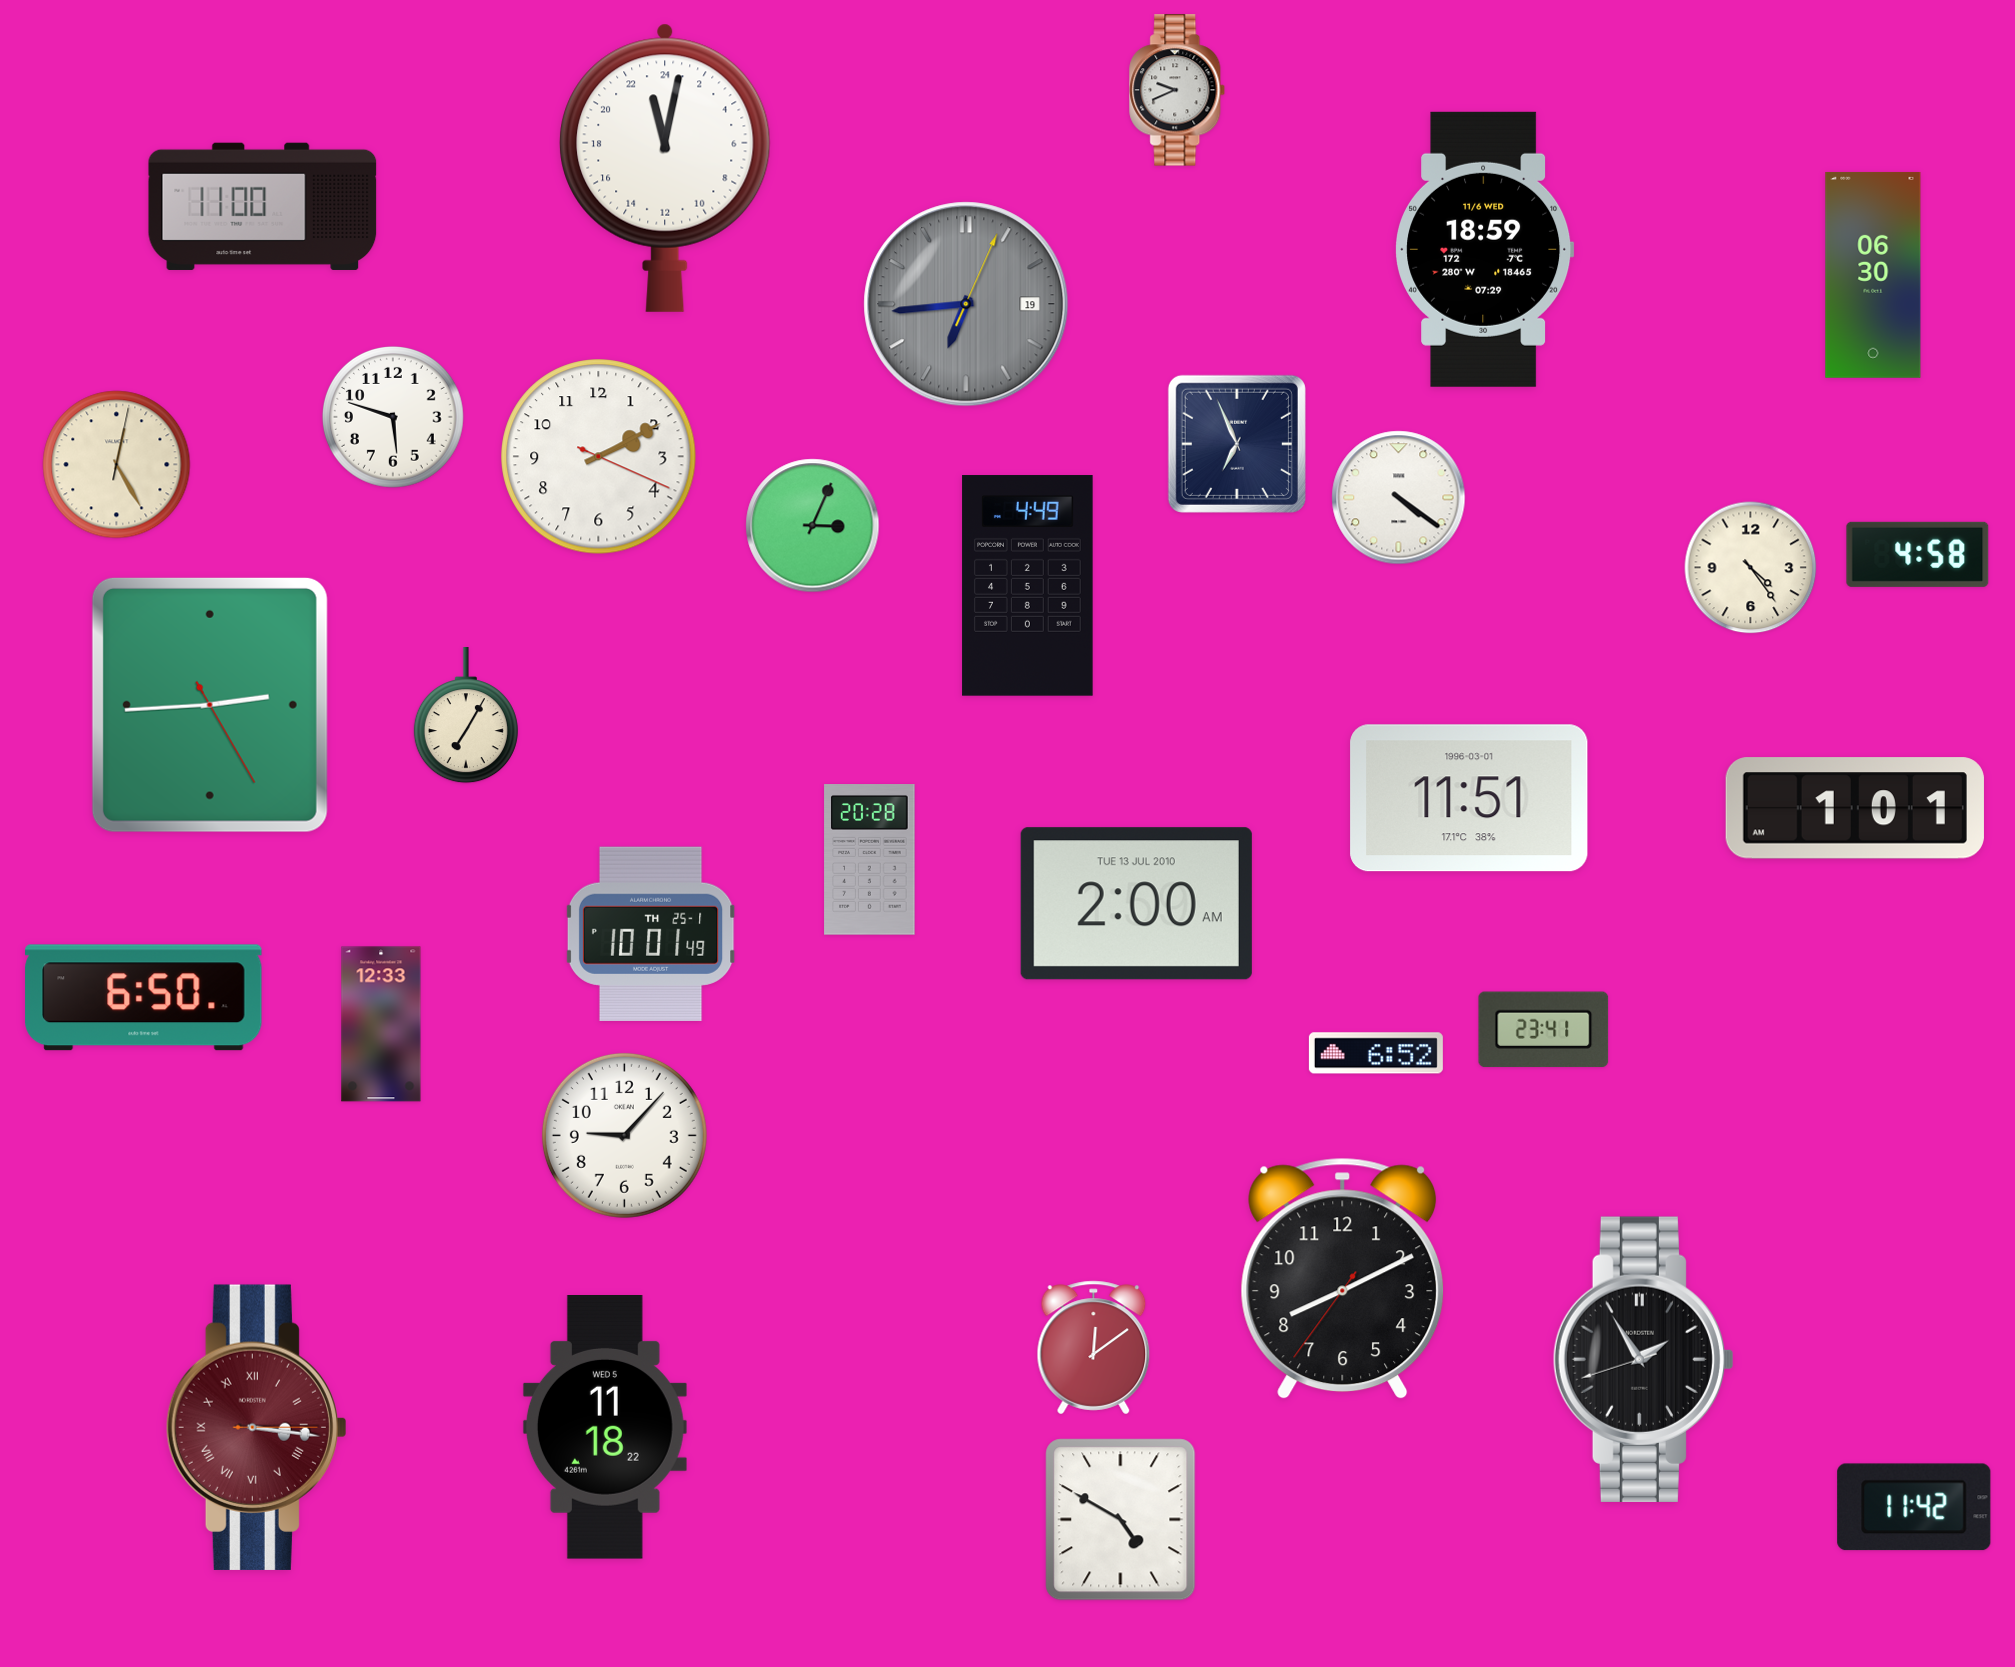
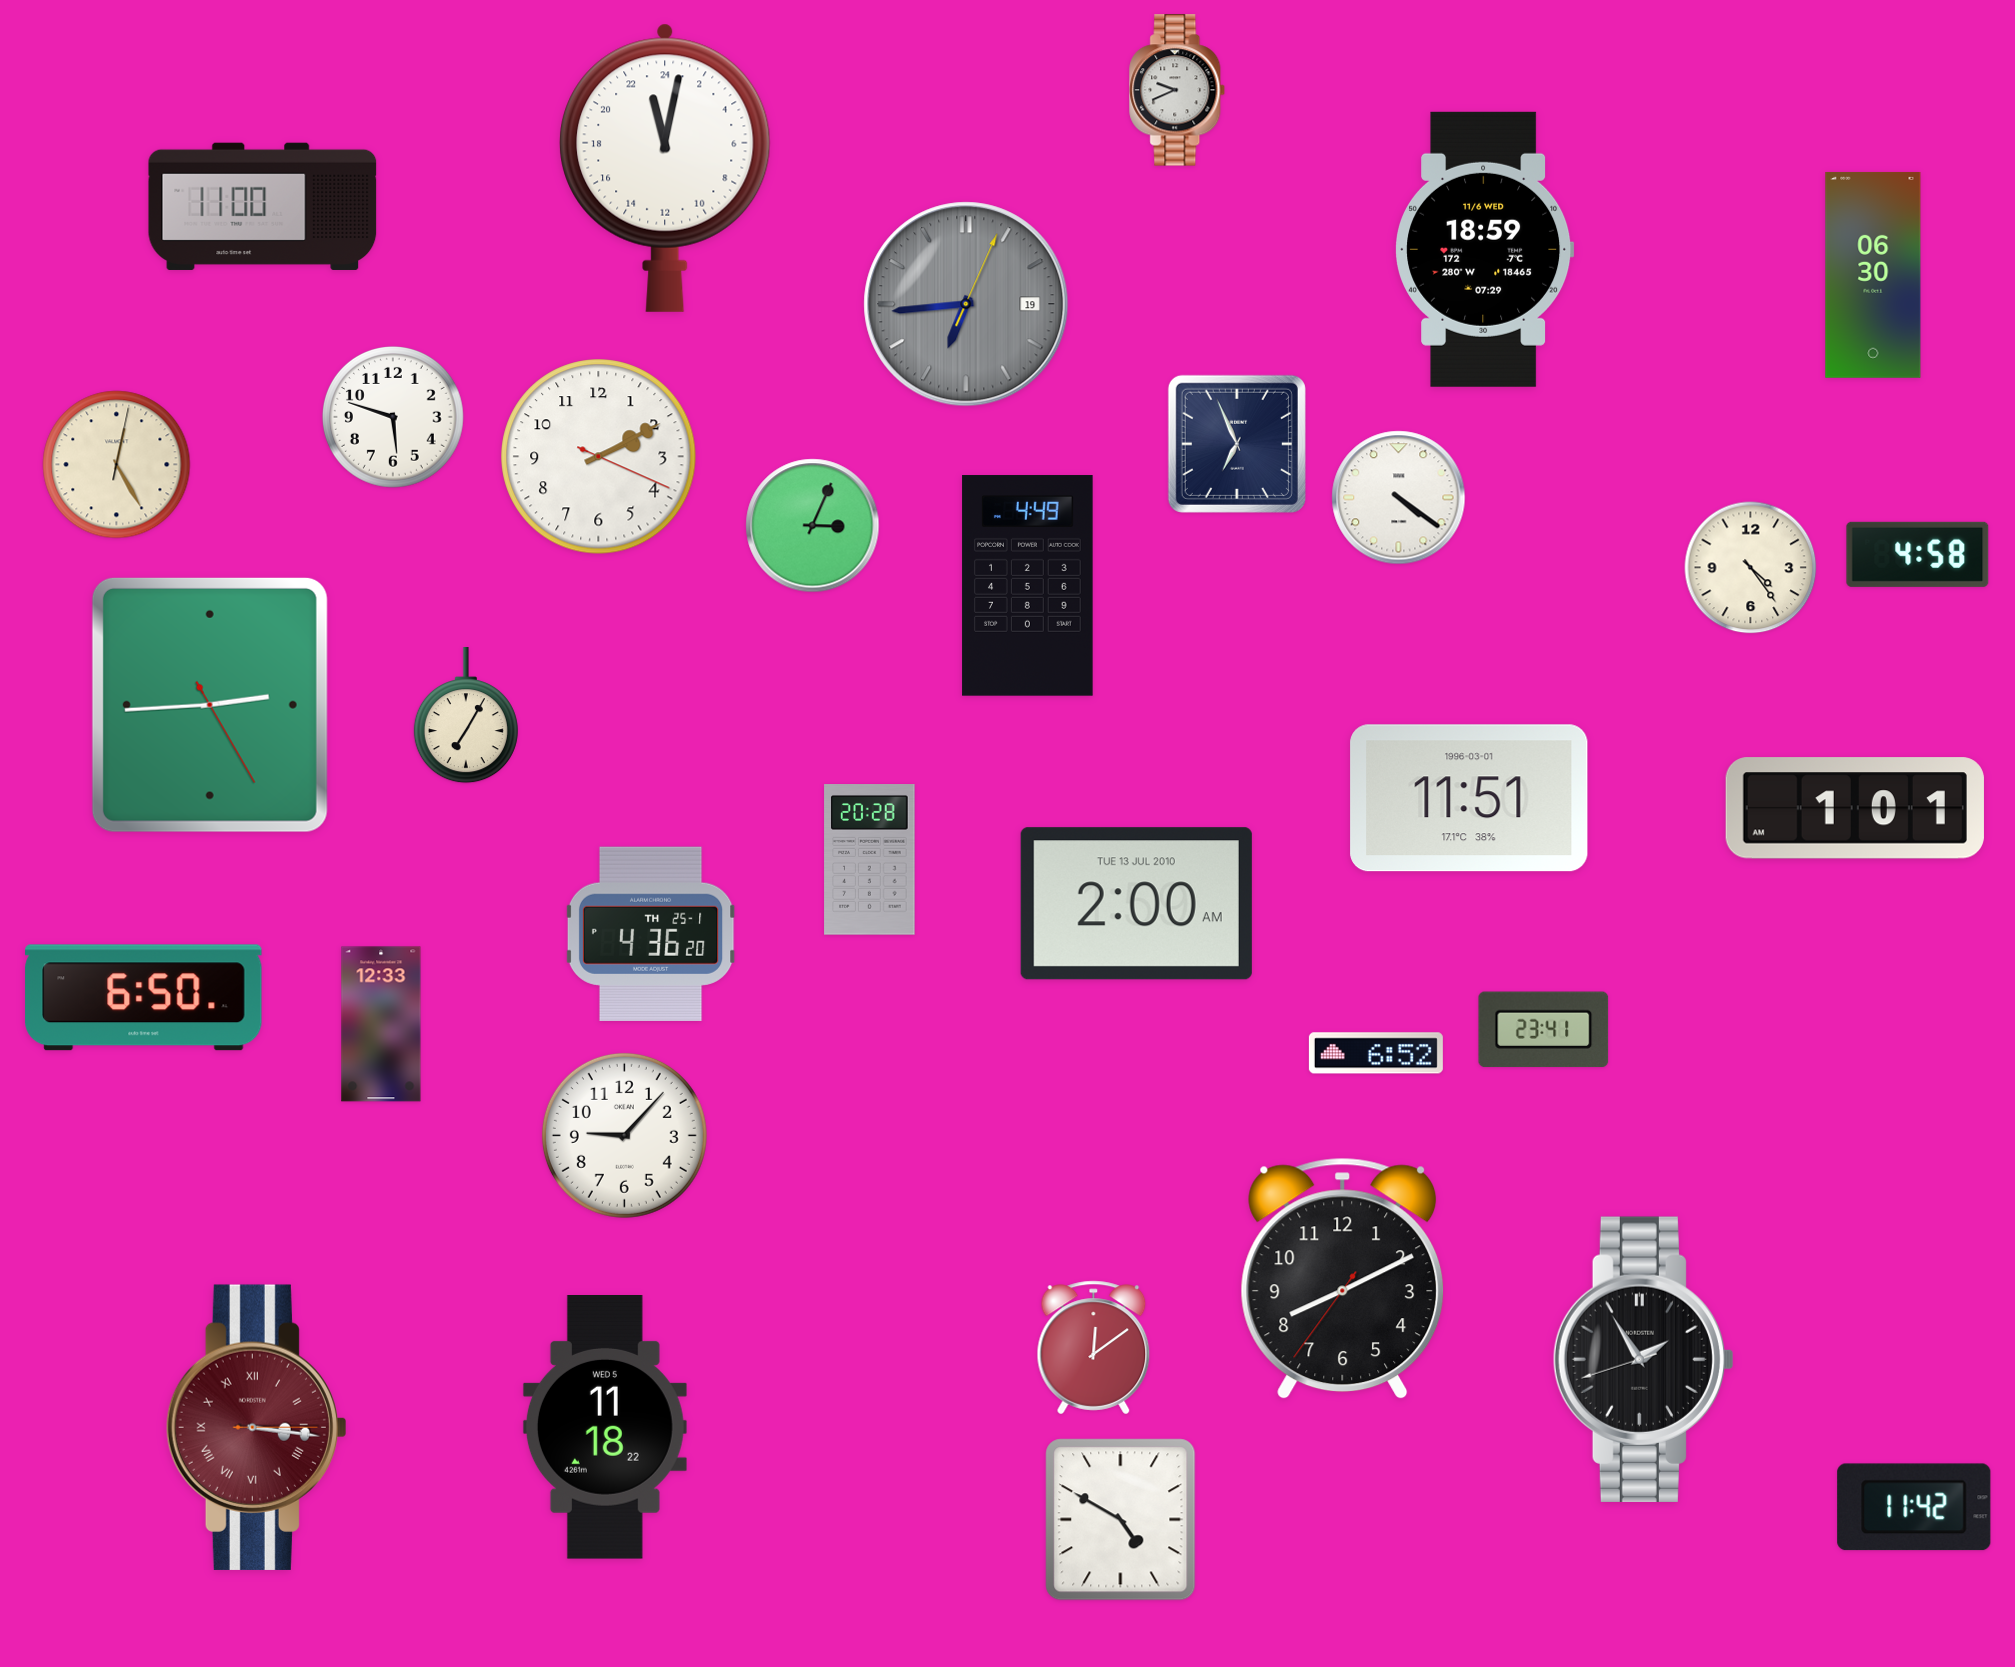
clock at (651, 934): 10:01 -> 4:36
